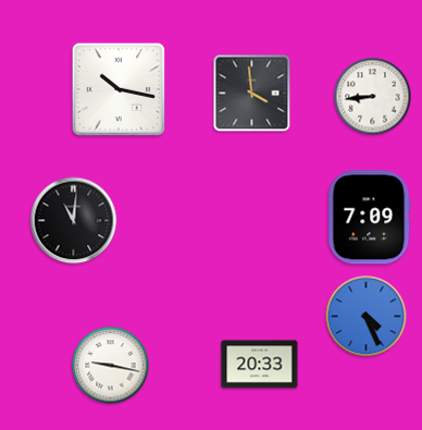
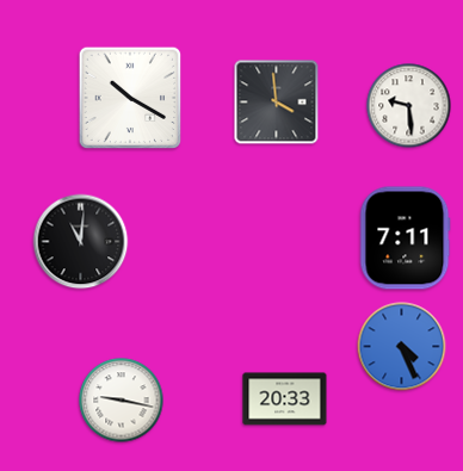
clock at (119, 89): 10:17 -> 10:20
clock at (373, 97): 8:44 -> 9:29
clock at (370, 218): 7:09 -> 7:11
